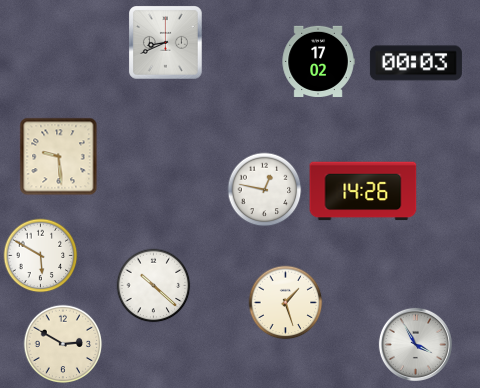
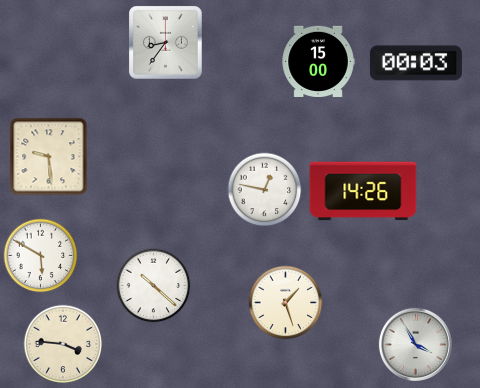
clock at (166, 43): 8:41 -> 8:36
clock at (318, 61): 17:02 -> 15:00
clock at (59, 157) position: (59, 157) -> (49, 157)
clock at (63, 344): 2:50 -> 3:46
